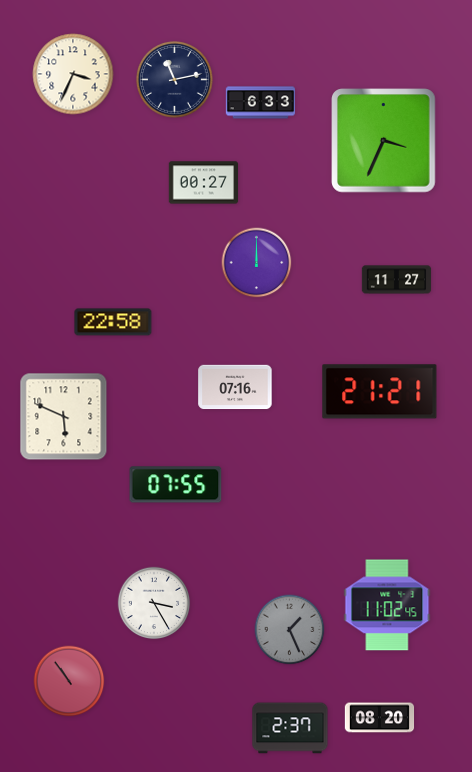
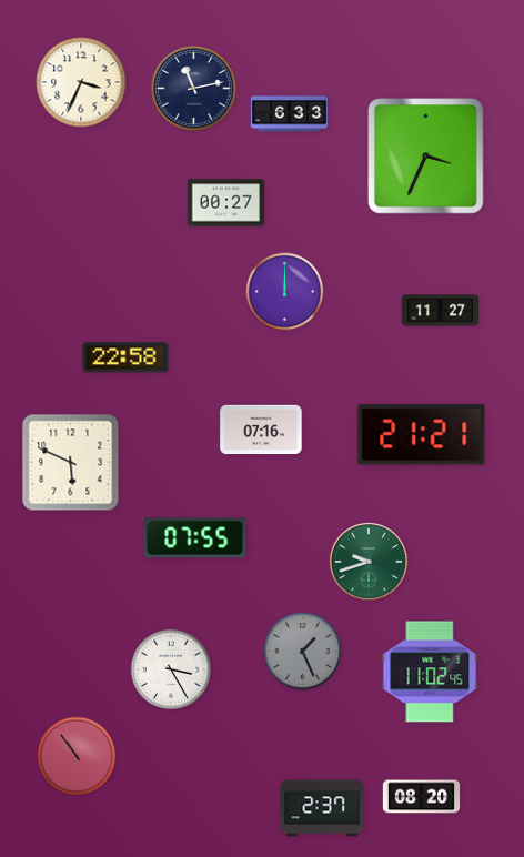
clock at (369, 562): none -> 9:42
clock at (290, 630) position: (290, 630) -> (303, 652)
